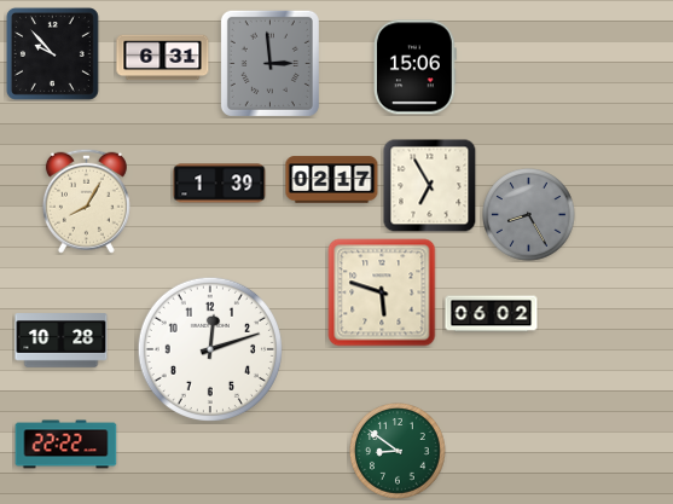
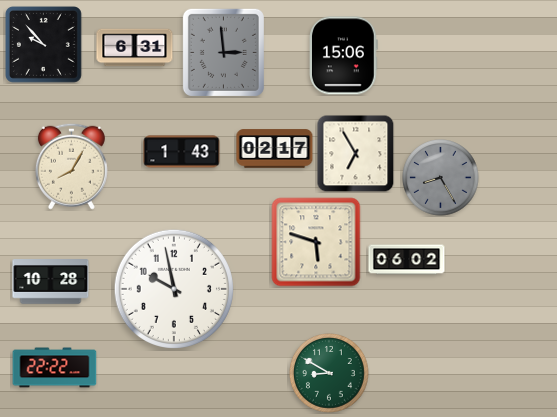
clock at (220, 184): 1:39 -> 1:43
clock at (529, 215) position: (529, 215) -> (441, 178)
clock at (210, 349): 12:12 -> 9:58
clock at (398, 451): 8:51 -> 8:50
